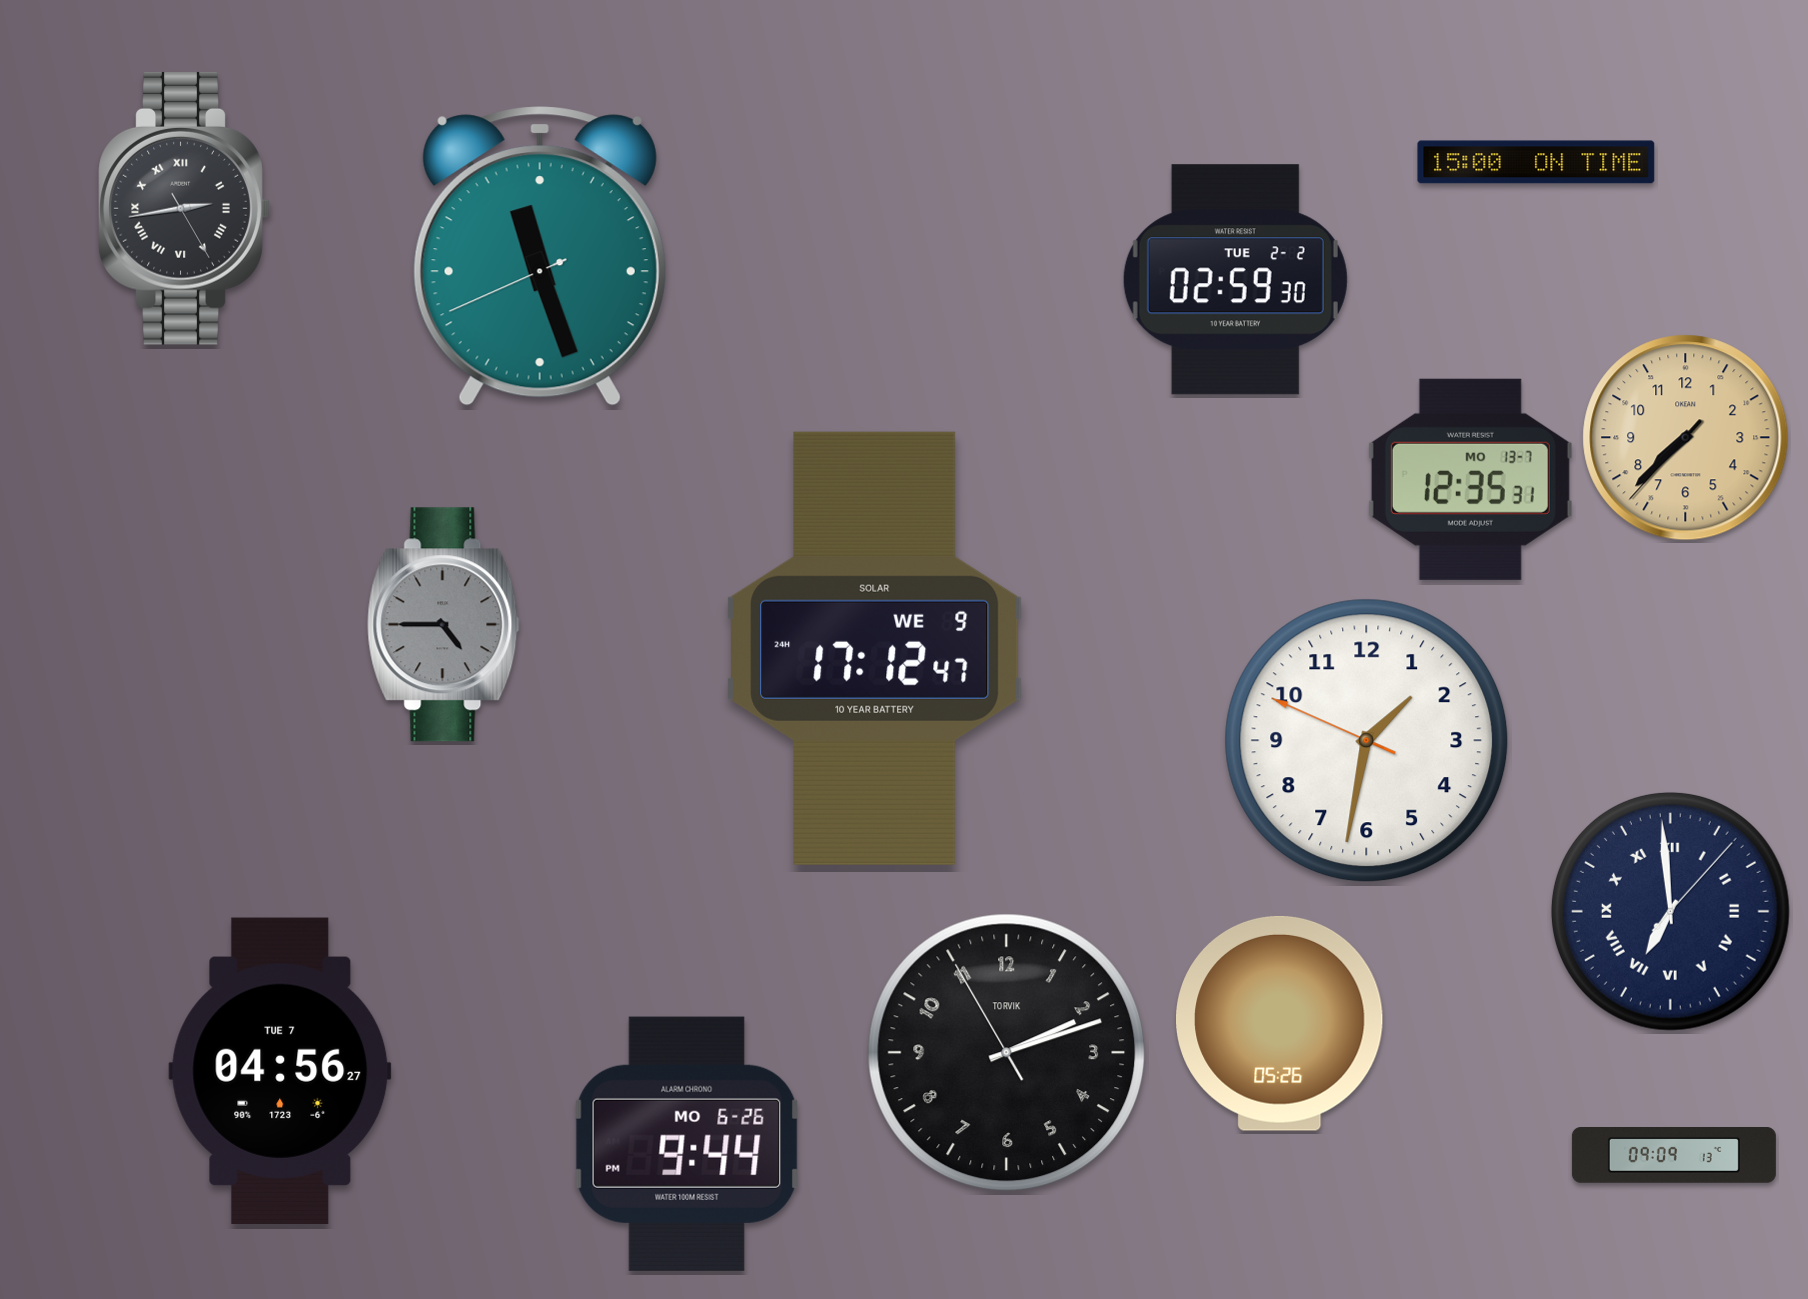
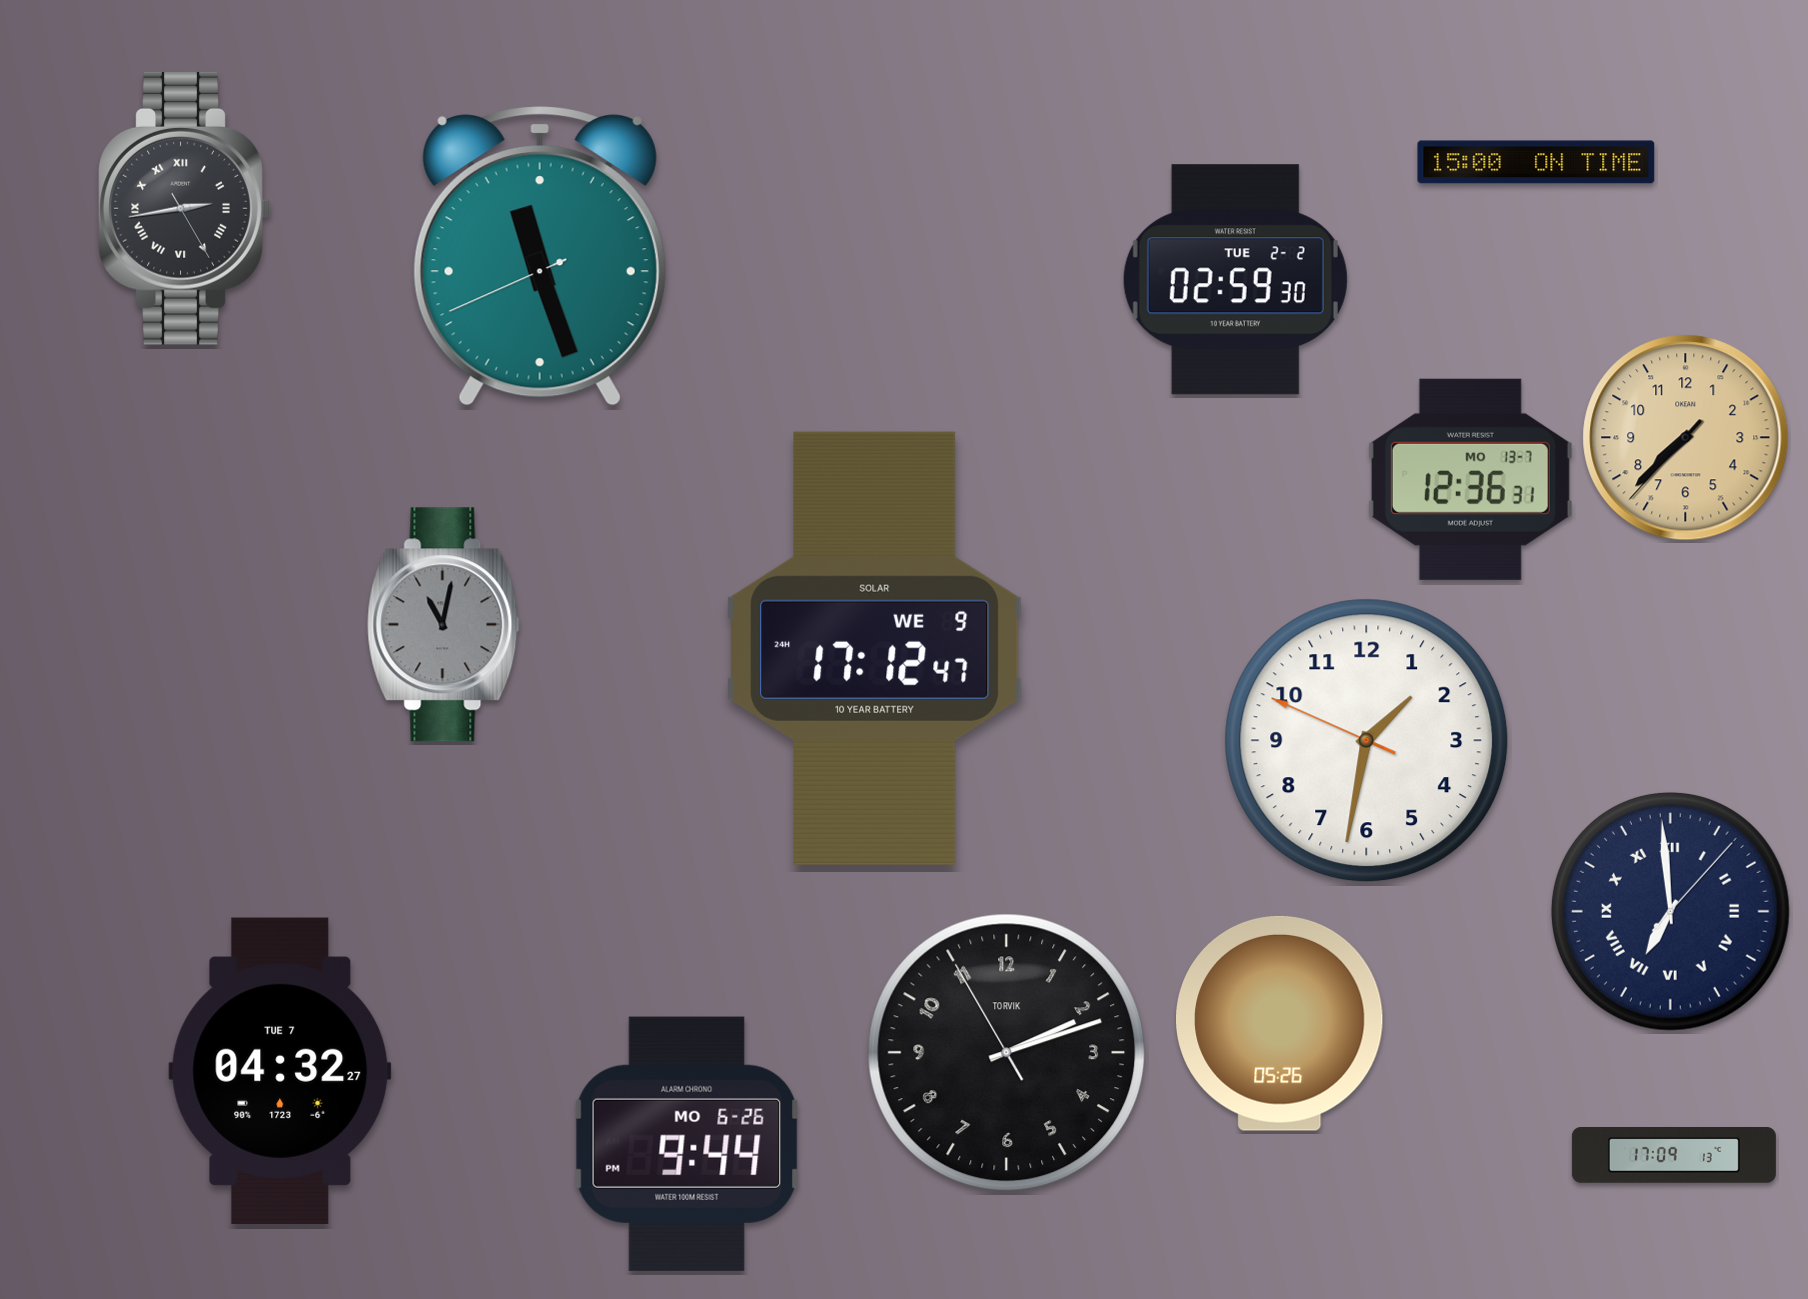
clock at (1470, 479): 12:35 -> 12:36
clock at (444, 625): 4:45 -> 11:02
clock at (280, 1071): 04:56 -> 04:32
clock at (1674, 1156): 09:09 -> 17:09
